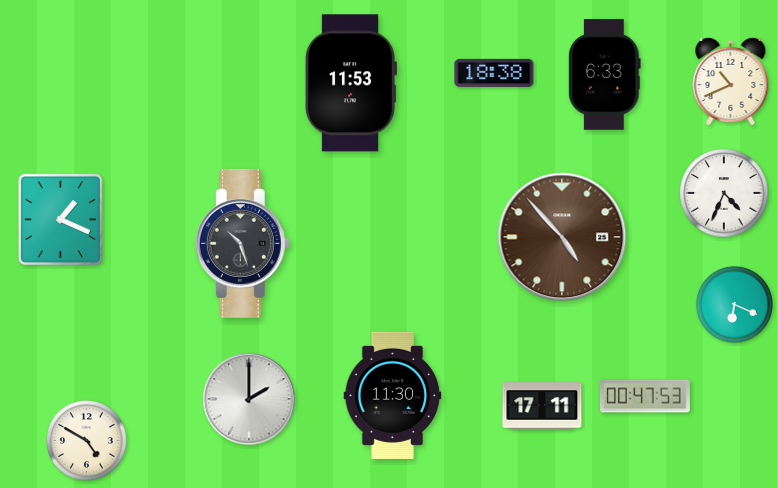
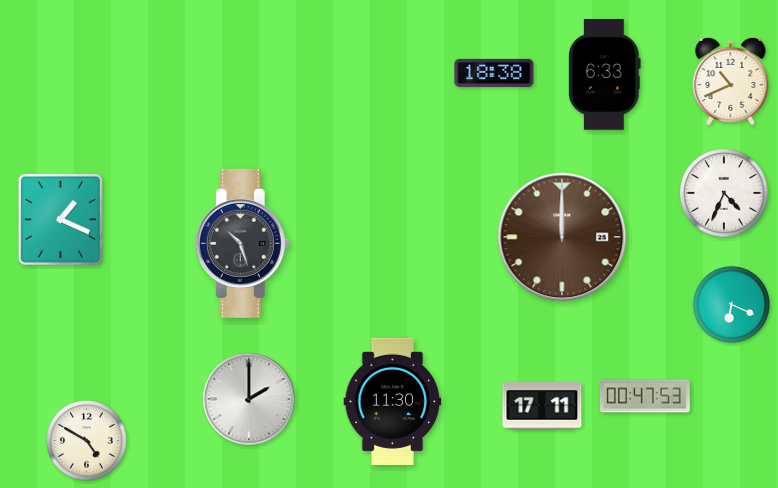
clock at (350, 83): 11:53 -> none
clock at (562, 237): 4:53 -> 12:00
clock at (734, 304) position: (734, 304) -> (731, 304)
clock at (393, 395) position: (393, 395) -> (393, 401)
